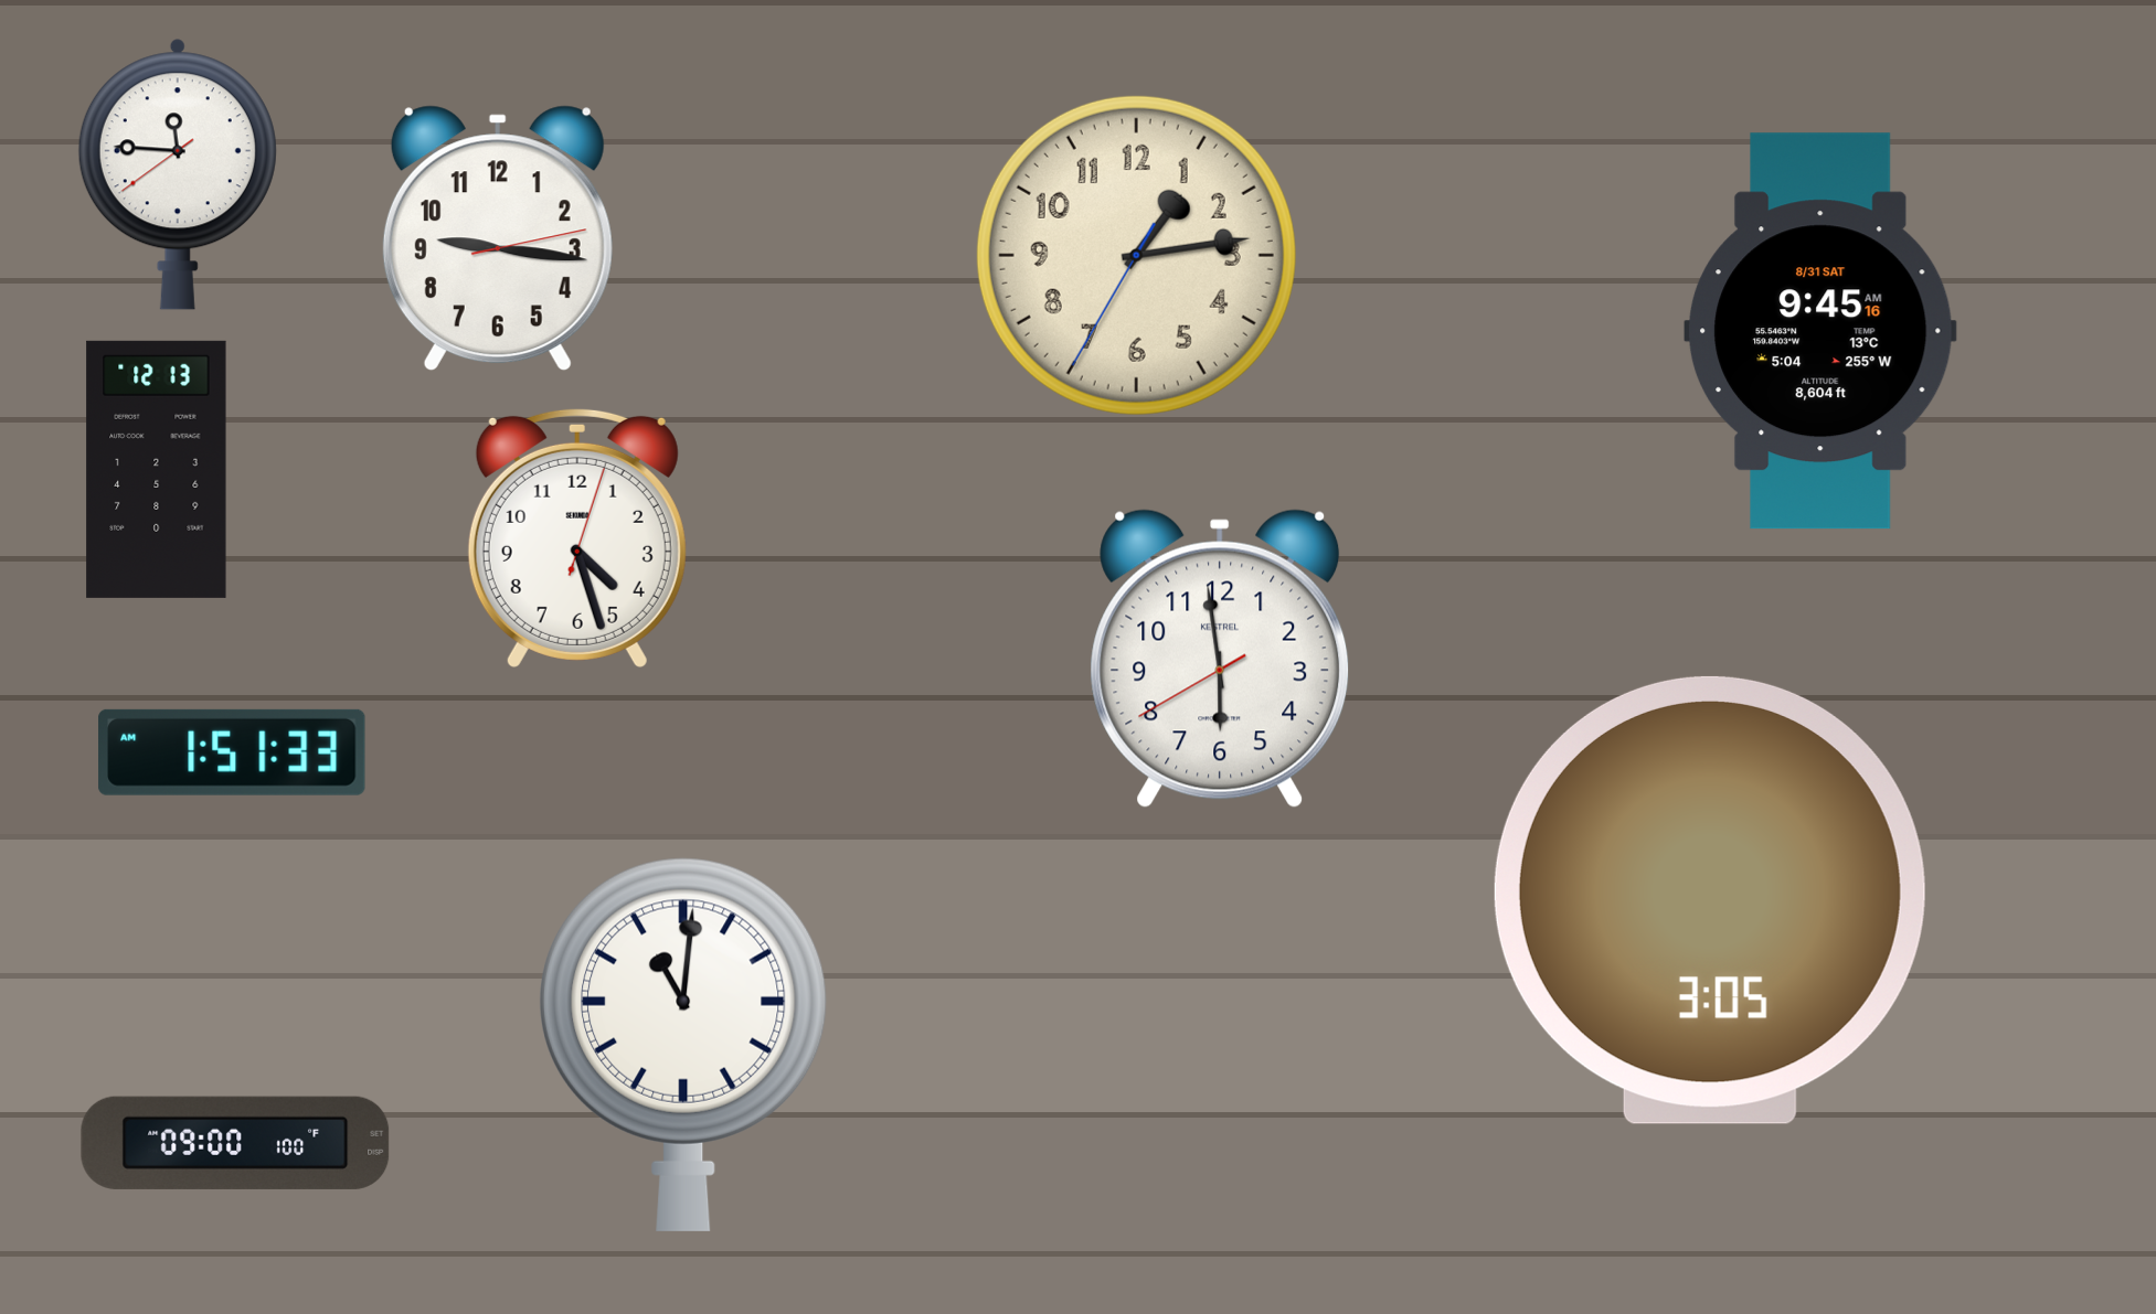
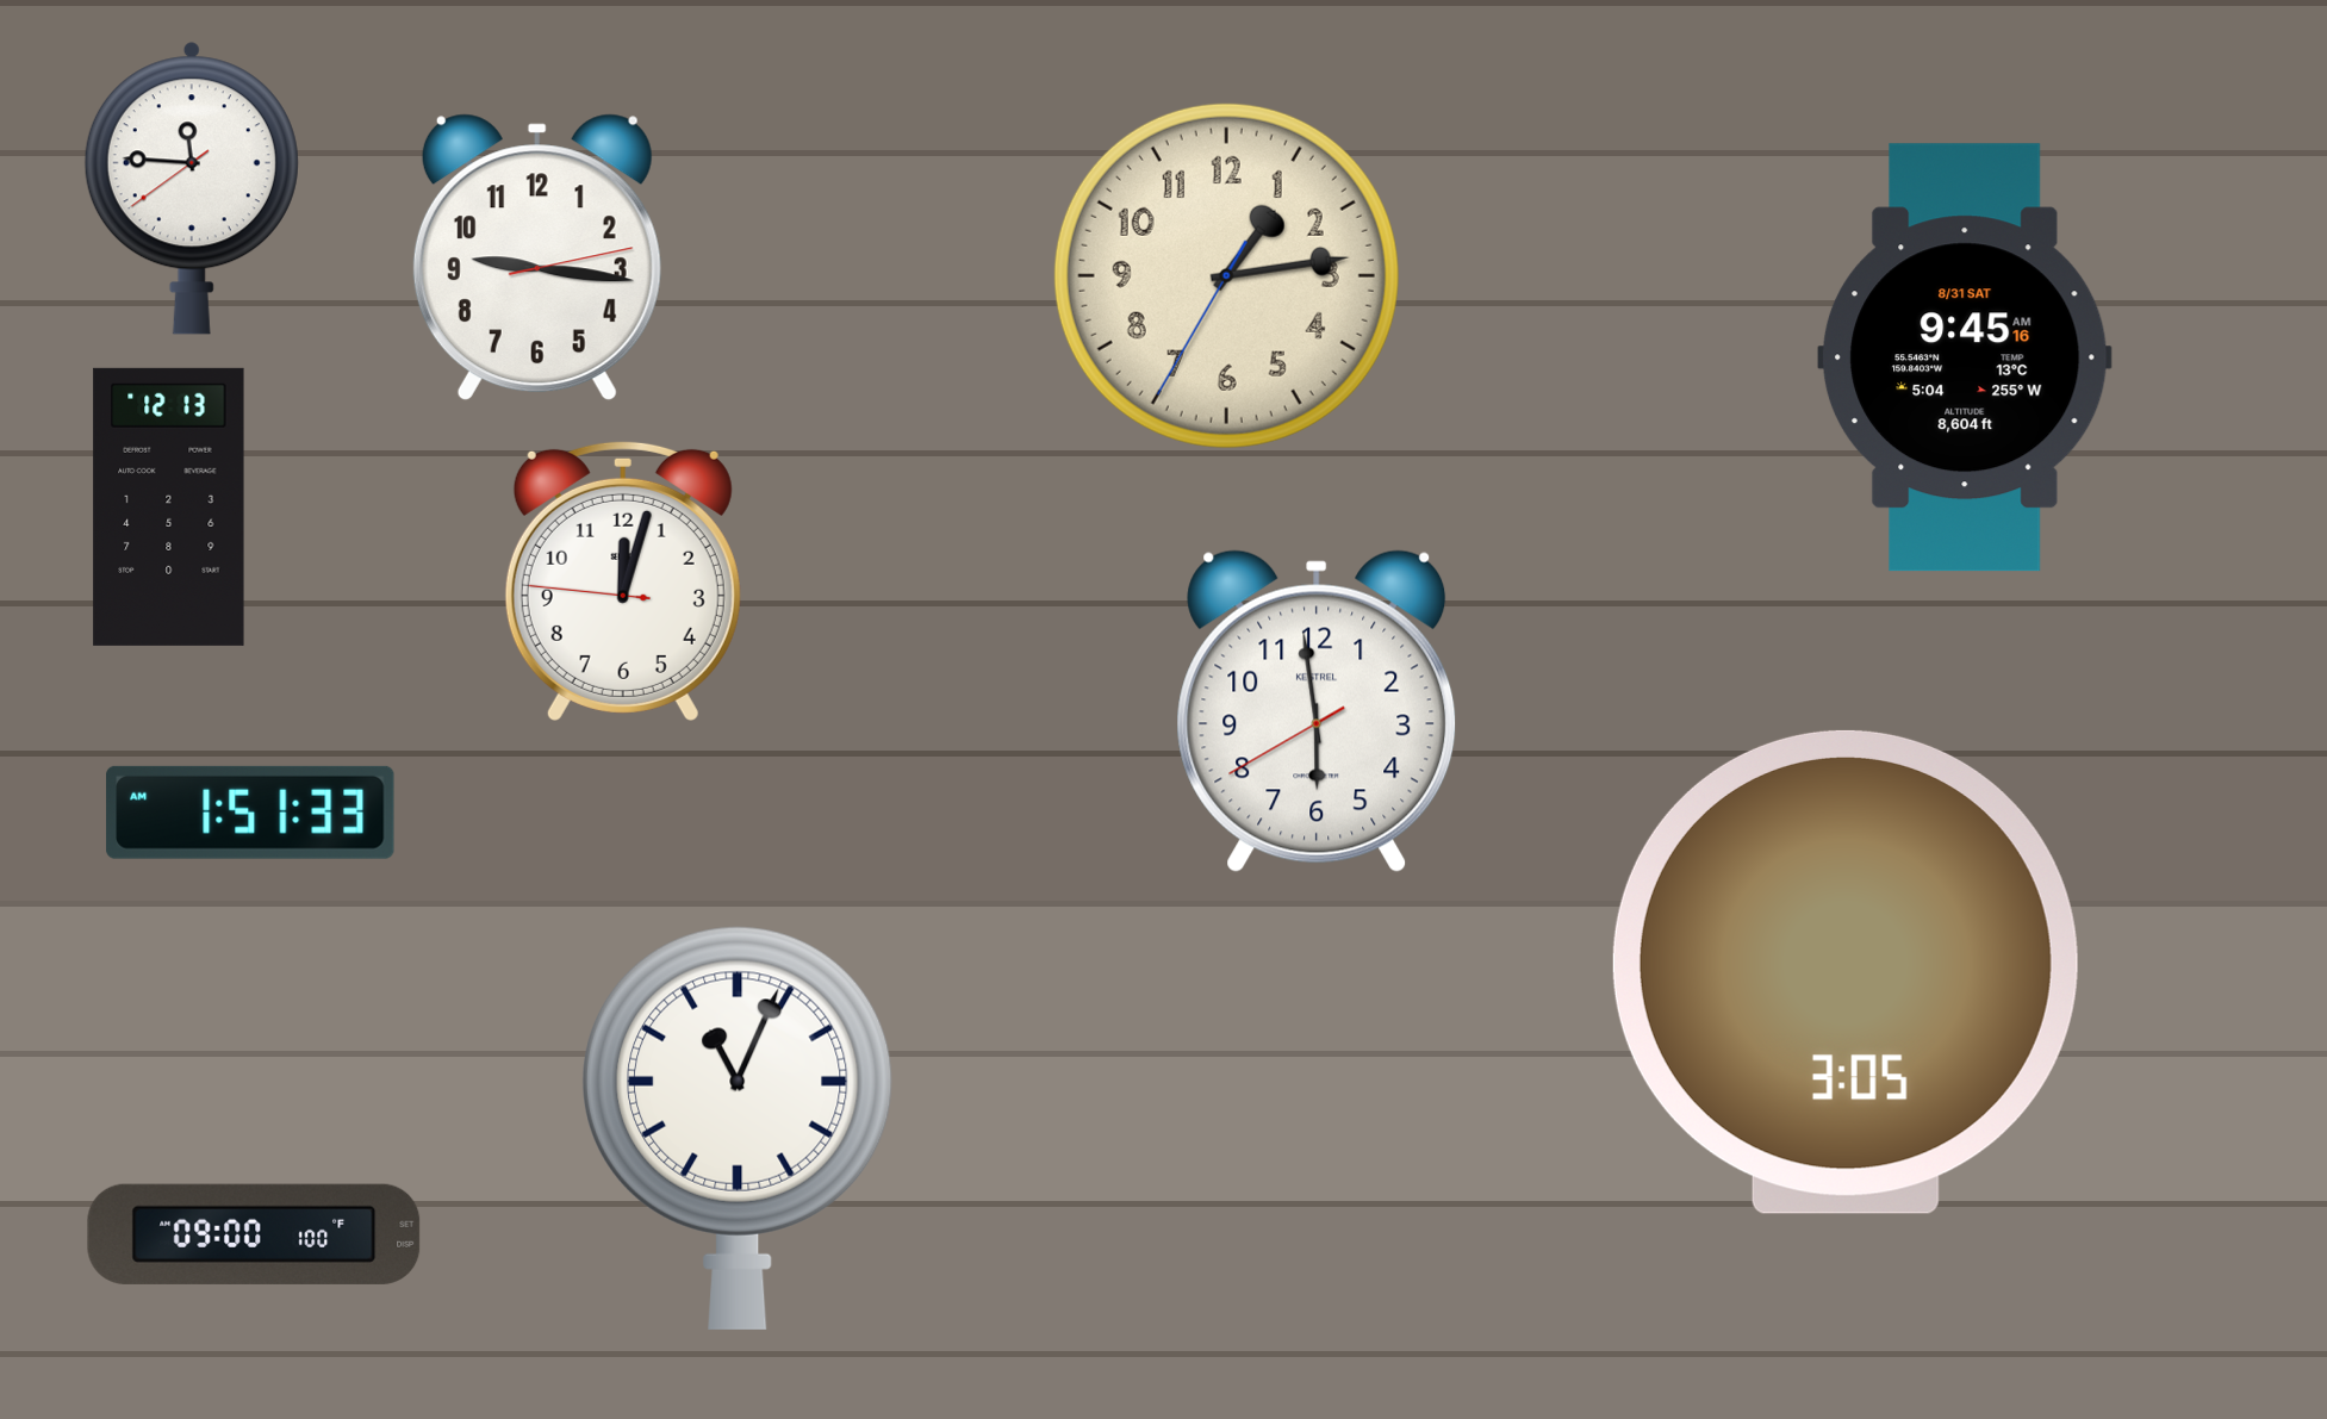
clock at (577, 537): 4:27 -> 12:02
clock at (684, 1045): 11:01 -> 11:04
